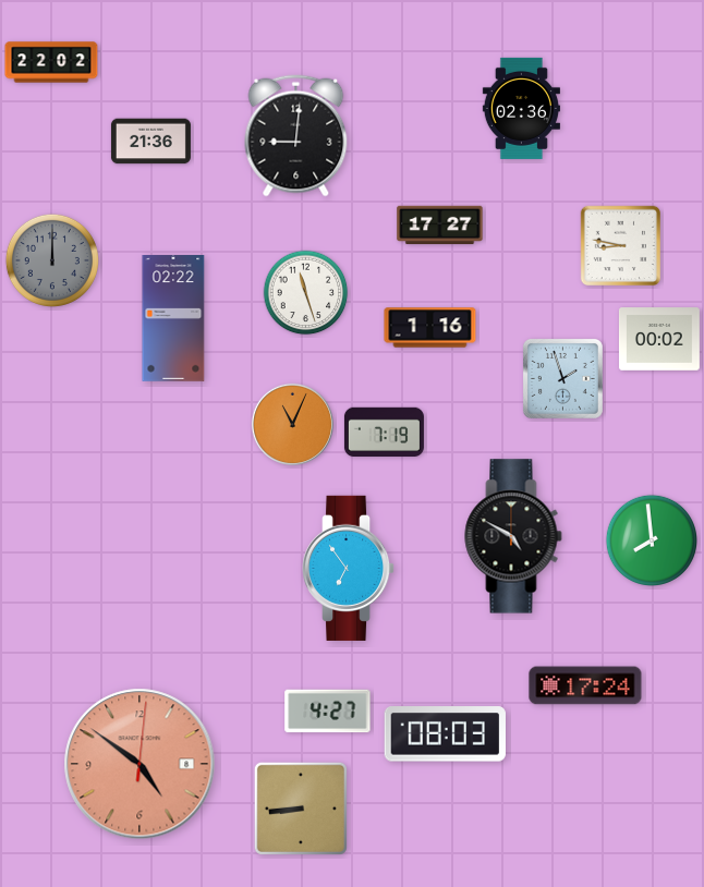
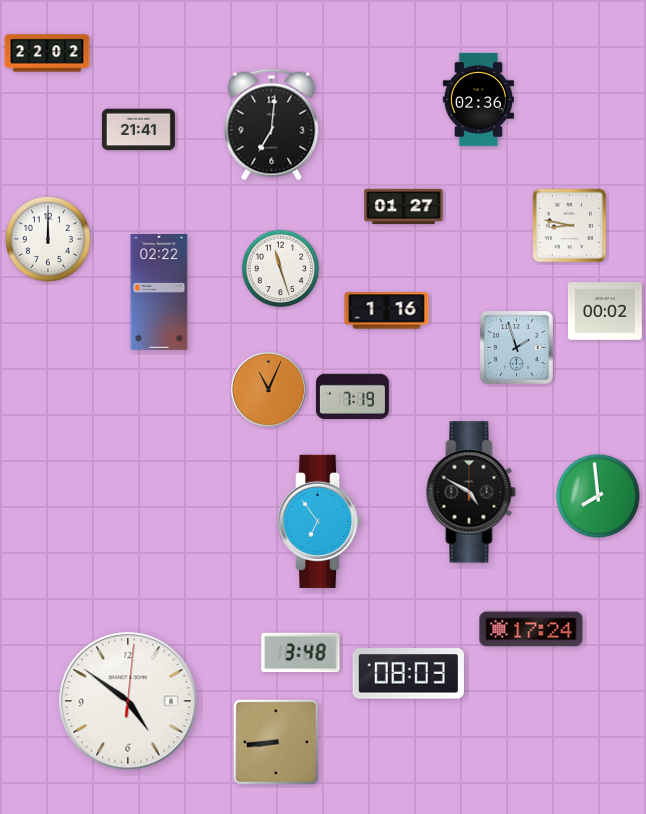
clock at (51, 62) position: (51, 62) -> (47, 53)
clock at (296, 136): 9:01 -> 7:01
clock at (150, 142): 21:36 -> 21:41
clock at (440, 226): 17:27 -> 01:27
clock at (52, 260) dial: grey -> white
clock at (430, 328) position: (430, 328) -> (387, 311)
clock at (585, 685) position: (585, 685) -> (531, 629)
clock at (328, 712): 4:27 -> 3:48
clock at (139, 764) dial: salmon -> white
